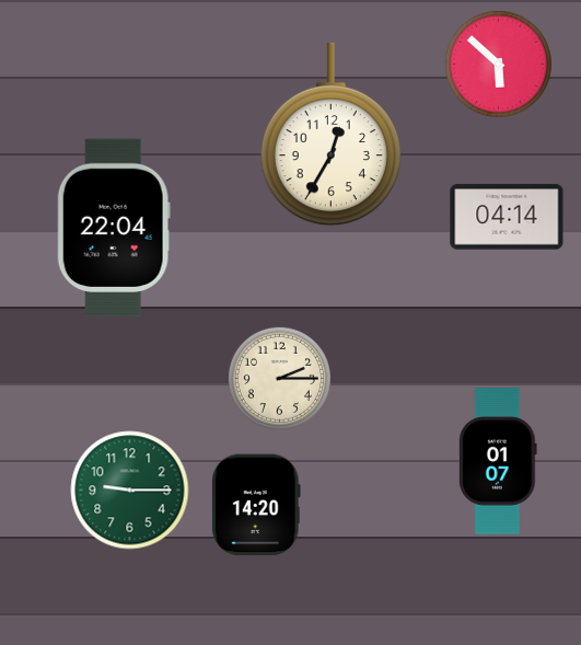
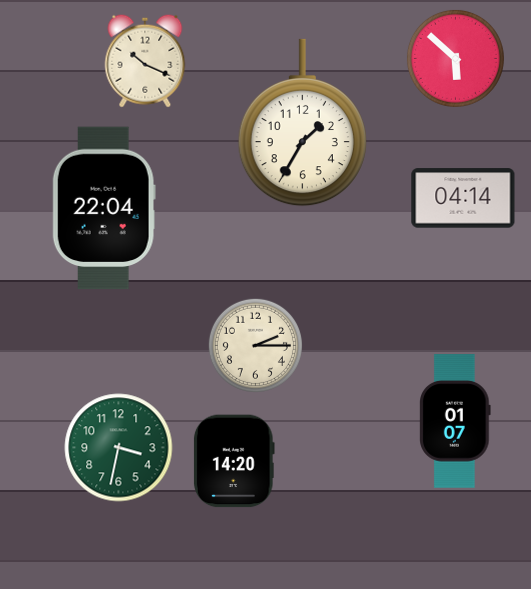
clock at (145, 61): none -> 10:19
clock at (330, 135): 12:35 -> 1:35
clock at (130, 491): 9:15 -> 3:32
